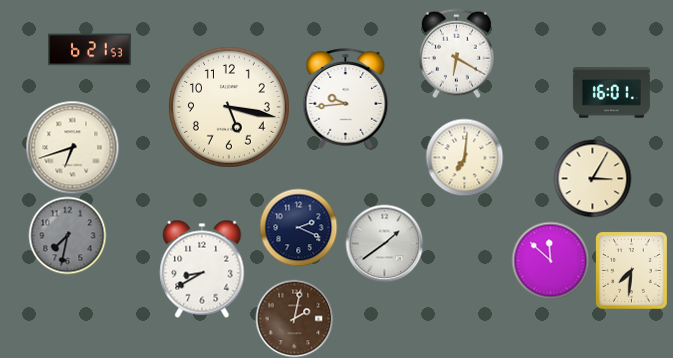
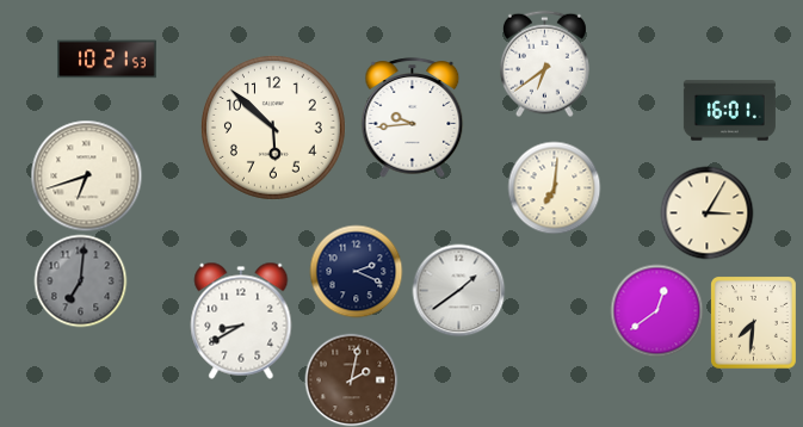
clock at (90, 50): 6:21 -> 10:21
clock at (456, 53): 6:20 -> 6:39
clock at (229, 107): 5:17 -> 5:52
clock at (67, 235): 7:32 -> 7:01
clock at (550, 260): 11:52 -> 12:39
